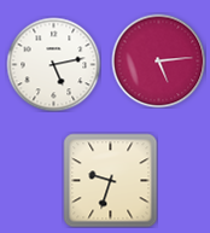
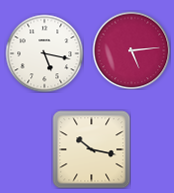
clock at (53, 64): 5:13 -> 5:17
clock at (110, 180): 9:33 -> 10:17
